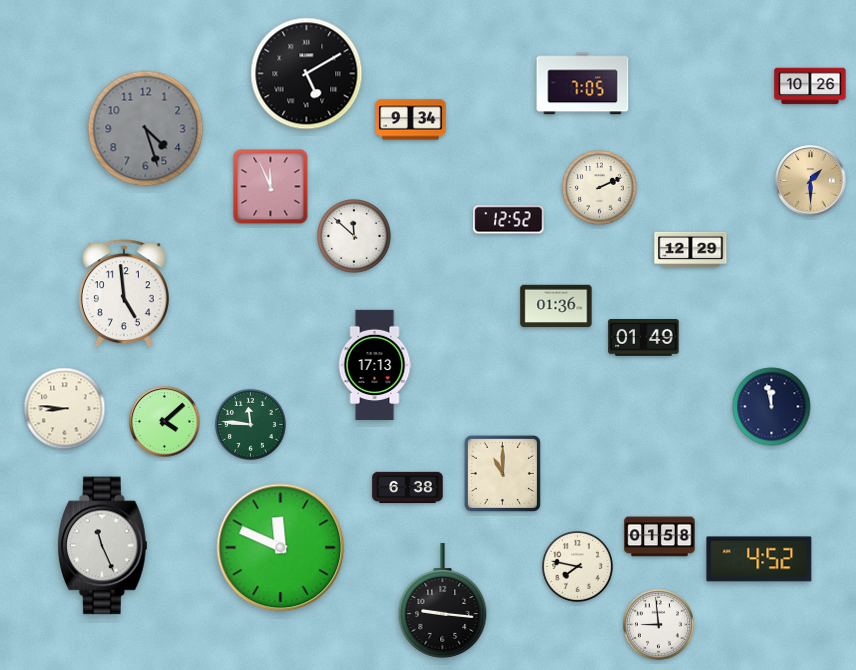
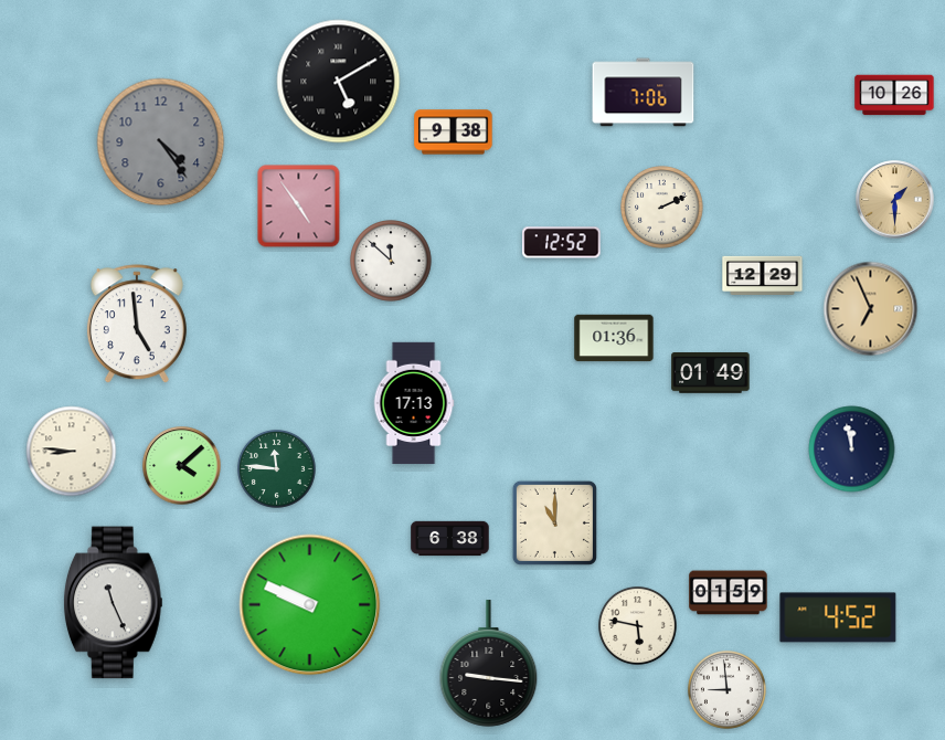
clock at (583, 84): 7:05 -> 7:06
clock at (411, 120): 9:34 -> 9:38
clock at (146, 129): 4:27 -> 4:24
clock at (271, 187): 11:56 -> 4:54
clock at (871, 309): none -> 6:56
clock at (660, 537): 01:58 -> 01:59
clock at (281, 548): 11:49 -> 9:49
clock at (577, 566): 7:47 -> 5:47
